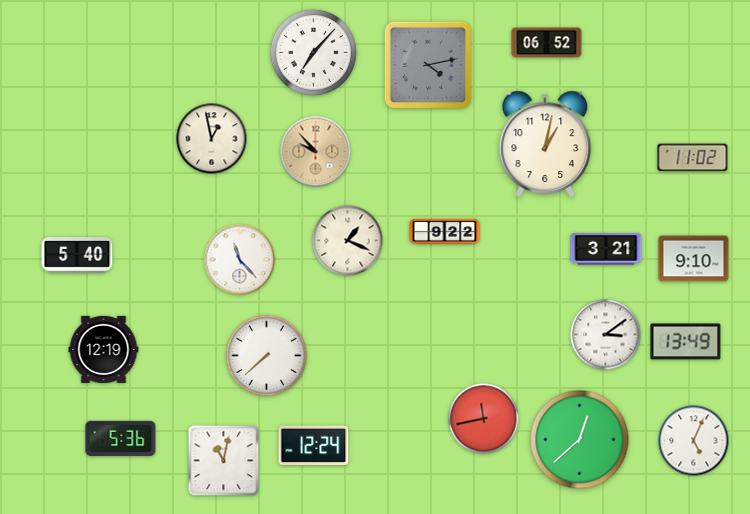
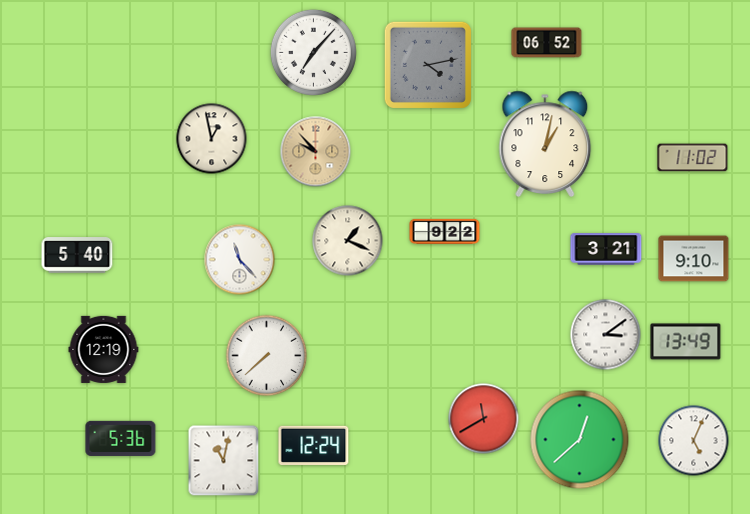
clock at (484, 419): 11:43 -> 11:40
